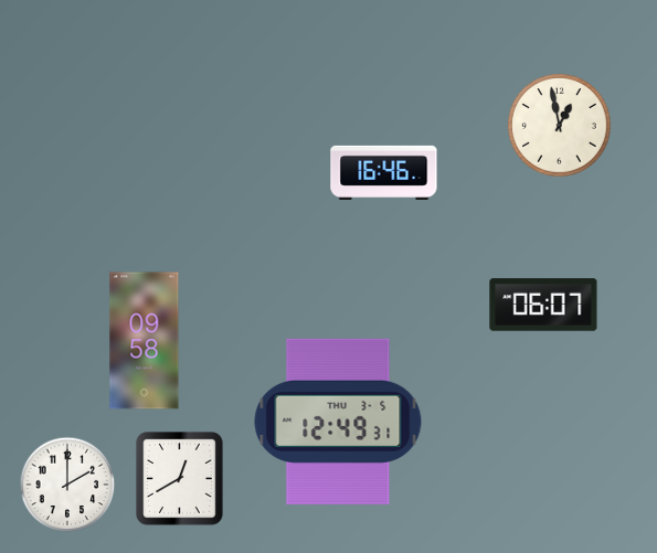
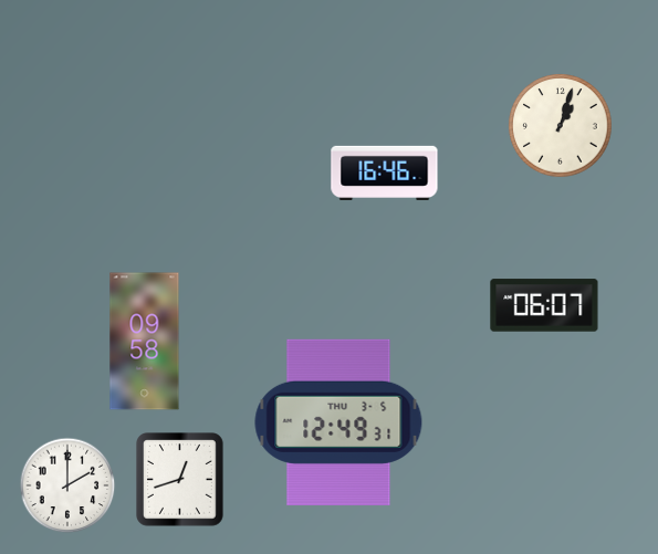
clock at (560, 126): 12:58 -> 1:03
clock at (180, 479): 12:40 -> 12:42
